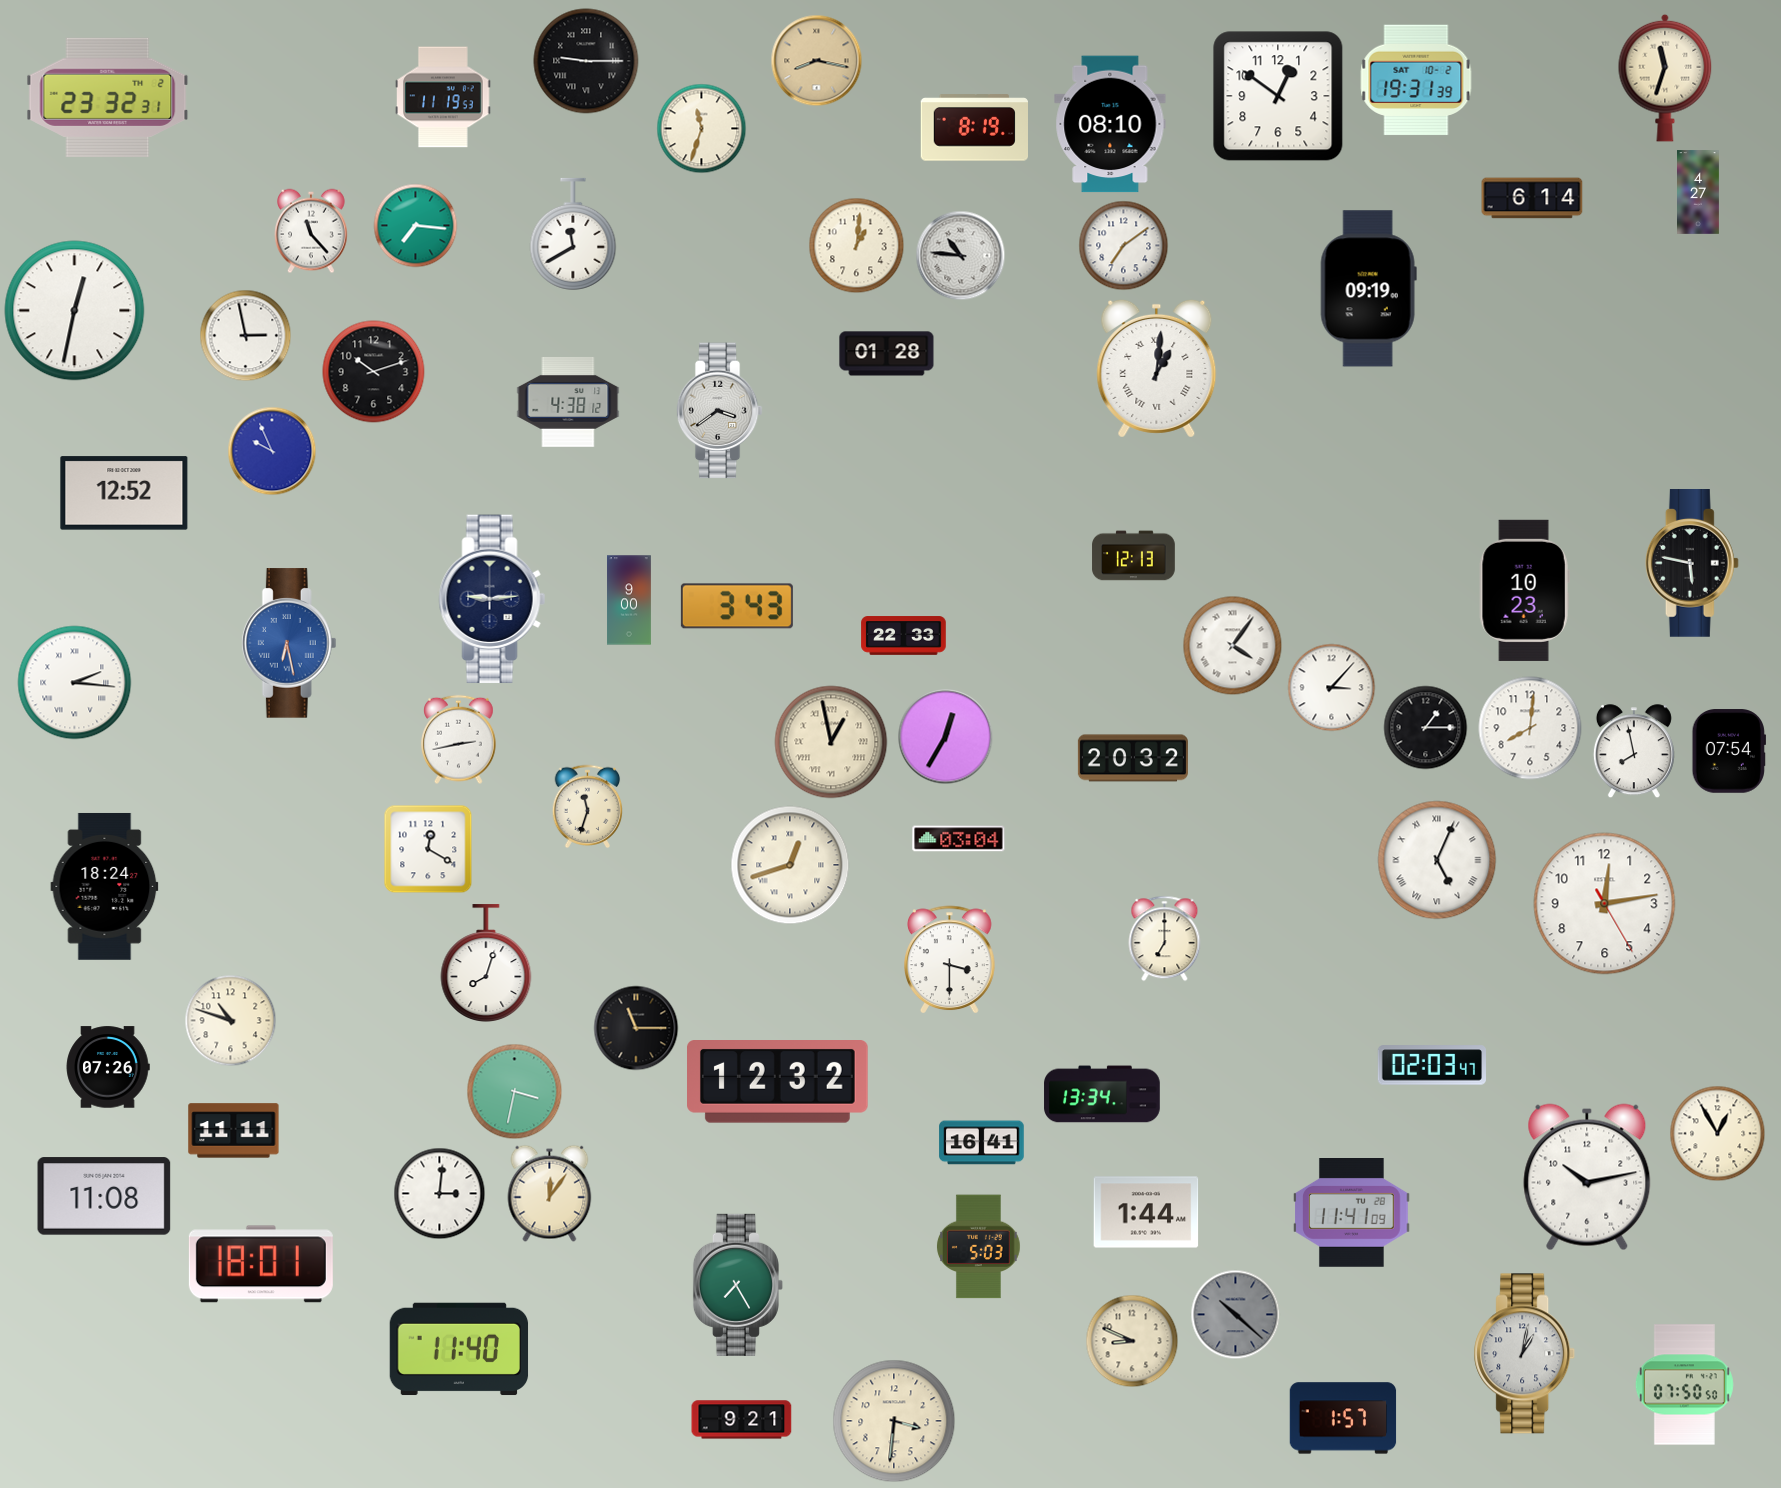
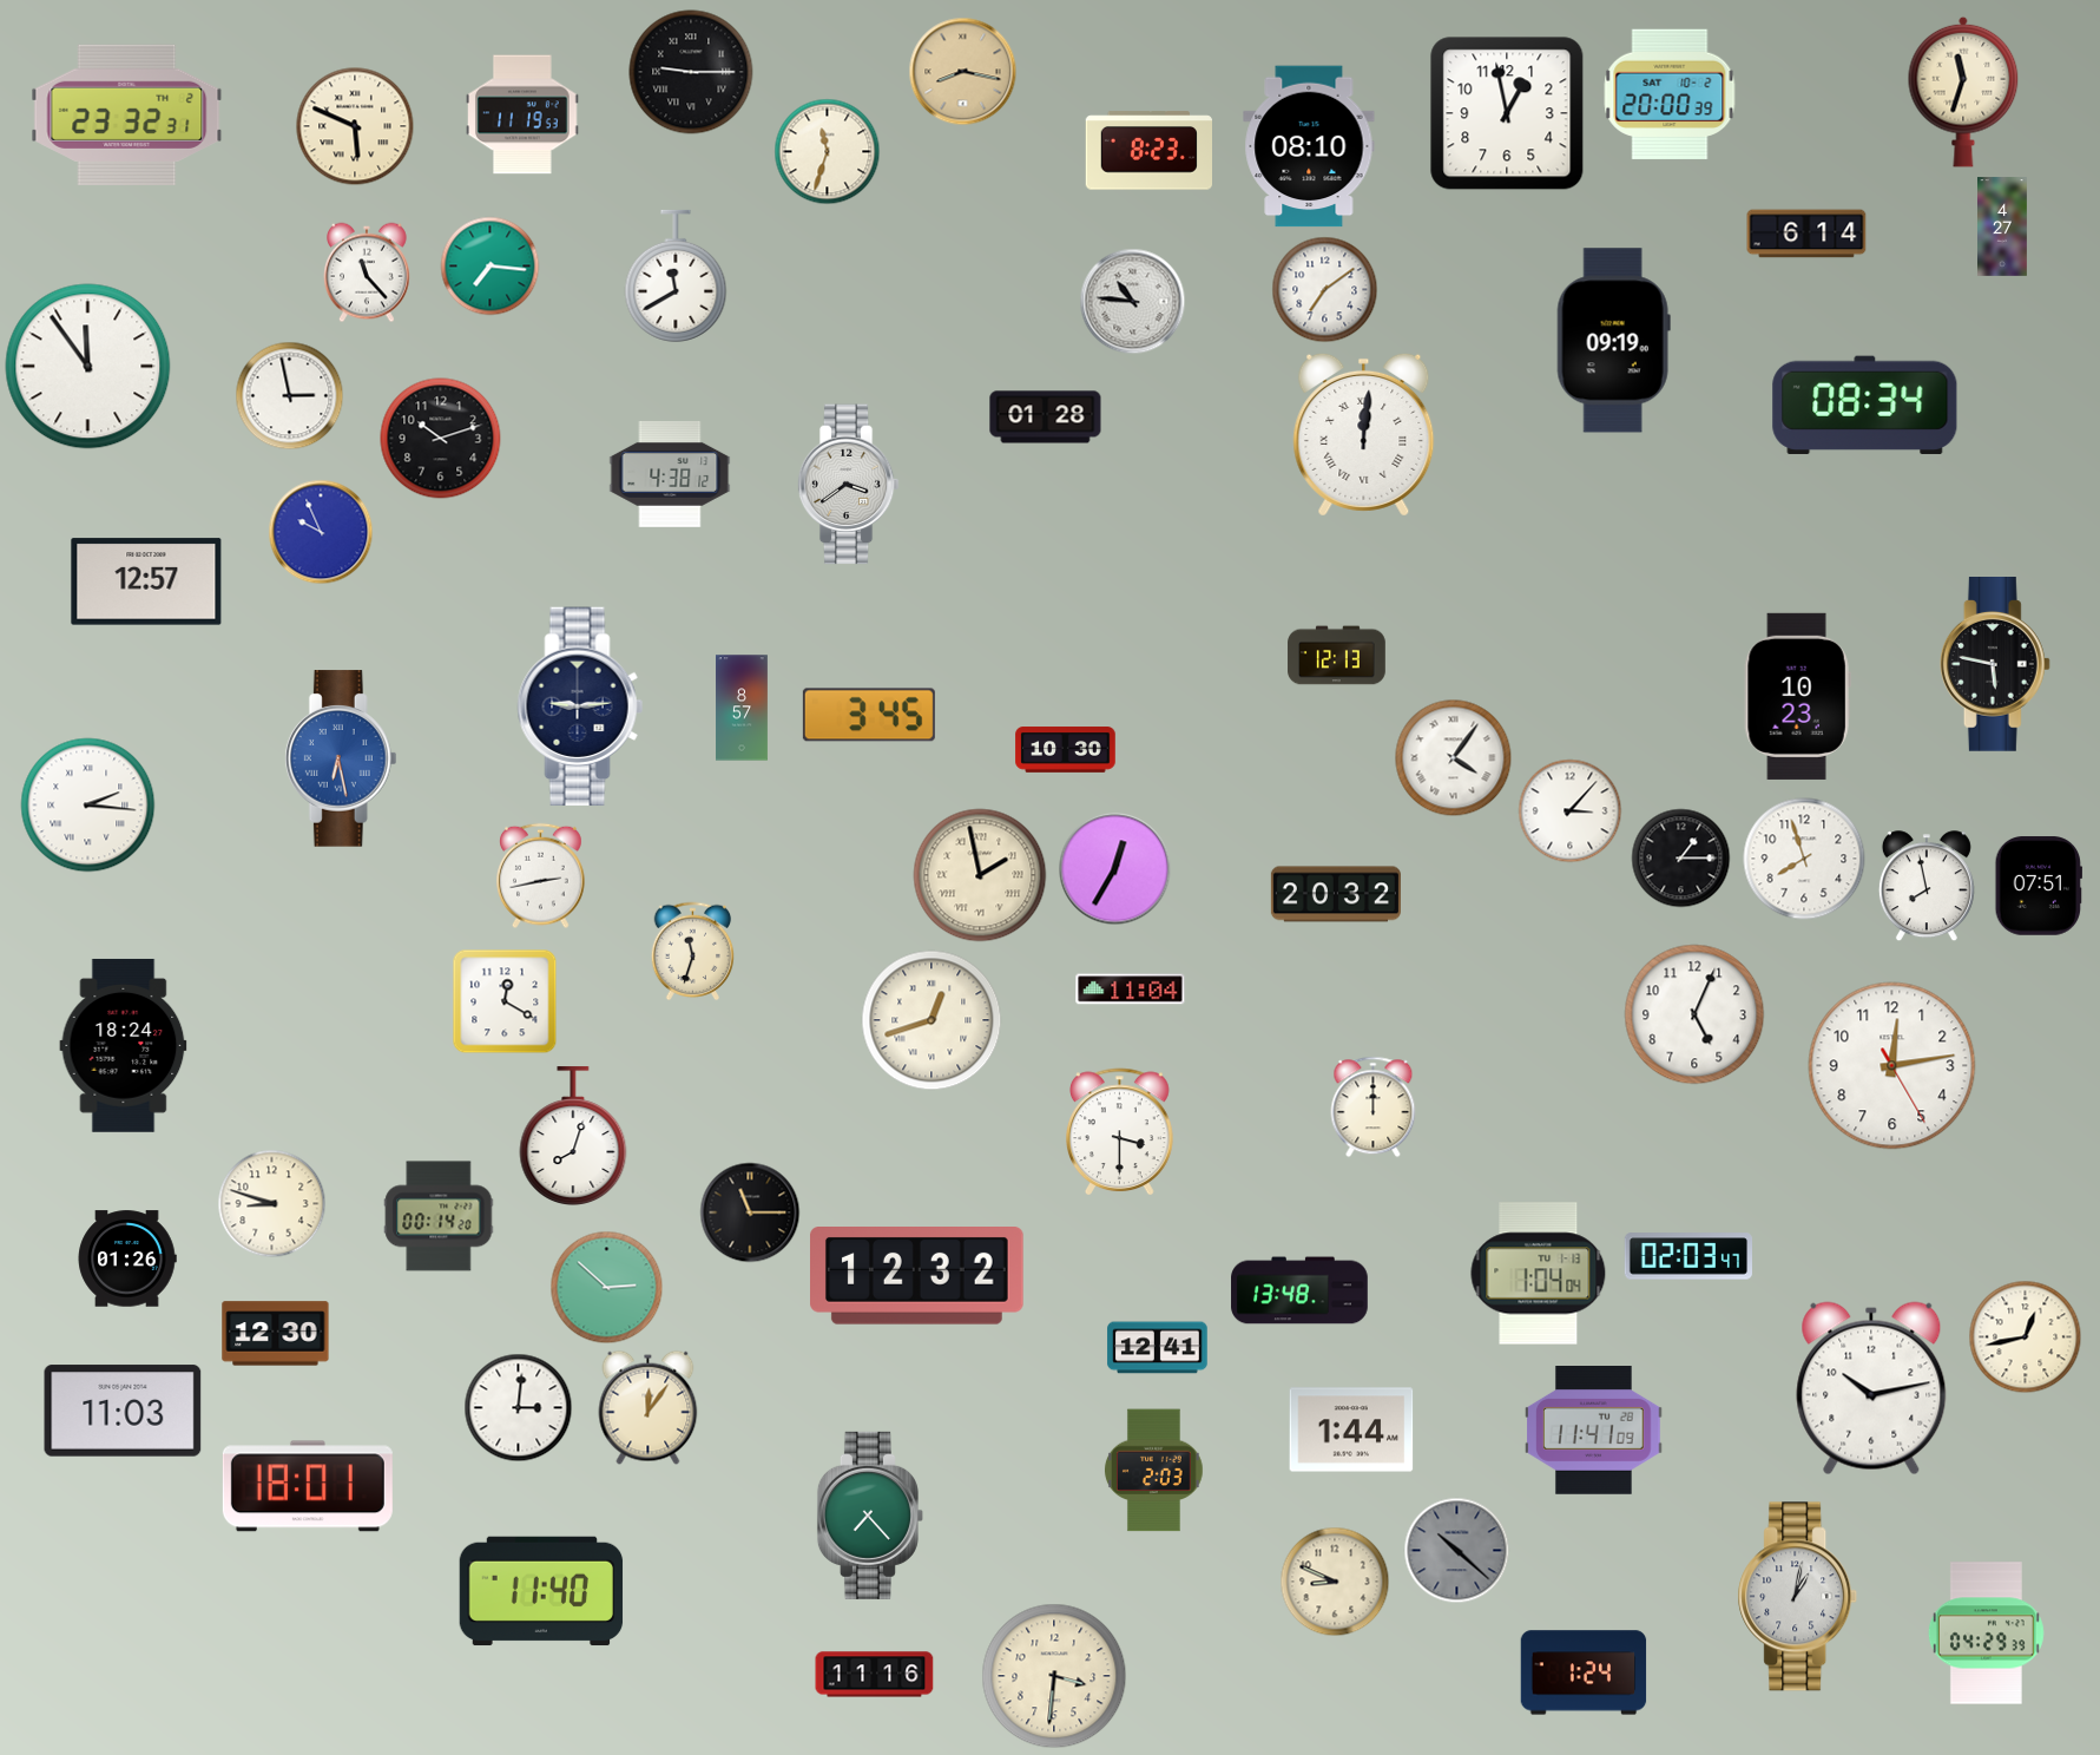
clock at (1416, 80): 19:31 -> 20:00
clock at (1278, 96): 12:51 -> 12:58
clock at (355, 126): none -> 5:49
clock at (974, 128): 8:19 -> 8:23
clock at (857, 246): 1:01 -> none
clock at (75, 311): 12:32 -> 11:54
clock at (1865, 405): none -> 08:34
clock at (1157, 368): 1:01 -> 12:01
clock at (124, 493): 12:52 -> 12:57
clock at (630, 600): 9:00 -> 8:57
clock at (737, 606): 3:43 -> 3:45
clock at (904, 636): 22:33 -> 10:30
clock at (1233, 646) position: (1233, 646) -> (1454, 758)
clock at (1530, 728): 8:01 -> 7:57
clock at (459, 740) position: (459, 740) -> (541, 876)
clock at (831, 742): 12:58 -> 1:58
clock at (1728, 751): 07:54 -> 07:51
clock at (959, 839): 03:04 -> 11:04
clock at (1437, 860) numerals: Roman -> Arabic
clock at (1165, 939): 7:00 -> 12:00
clock at (231, 1021): 10:48 -> 8:48
clock at (439, 1216): none -> 00:14
clock at (108, 1067): 07:26 -> 01:26
clock at (1539, 1274): none -> 1:04
clock at (515, 1092): 3:32 -> 2:52
clock at (1102, 1094): 13:34 -> 13:48
clock at (234, 1131): 11:11 -> 12:30
clock at (1718, 1134): 12:55 -> 12:43
clock at (982, 1143): 16:41 -> 12:41
clock at (104, 1196): 11:08 -> 11:03
clock at (978, 1247): 5:03 -> 2:03
clock at (261, 1264) position: (261, 1264) -> (308, 1486)
clock at (738, 1285): 7:25 -> 7:23
clock at (1684, 1385): 07:50 -> 04:29
clock at (1343, 1418): 1:57 -> 1:24
clock at (742, 1420): 9:21 -> 11:16
